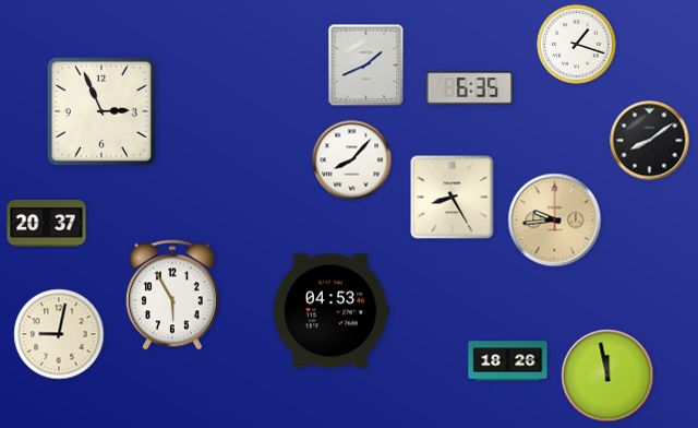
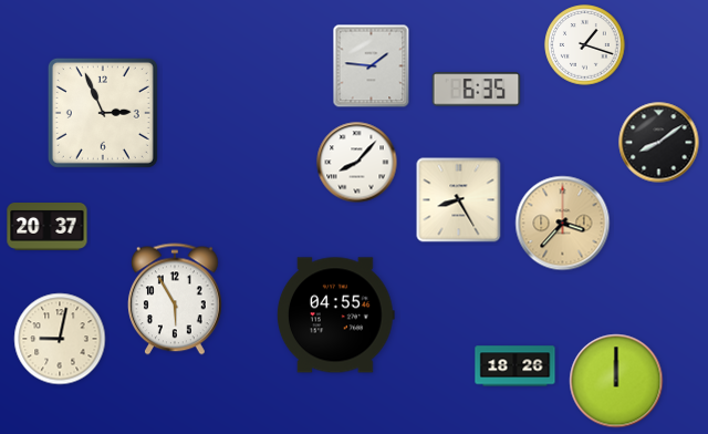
clock at (366, 66): 1:41 -> 1:46
clock at (555, 221): 9:44 -> 3:37
clock at (330, 311): 04:53 -> 04:55
clock at (607, 376): 11:58 -> 12:00
